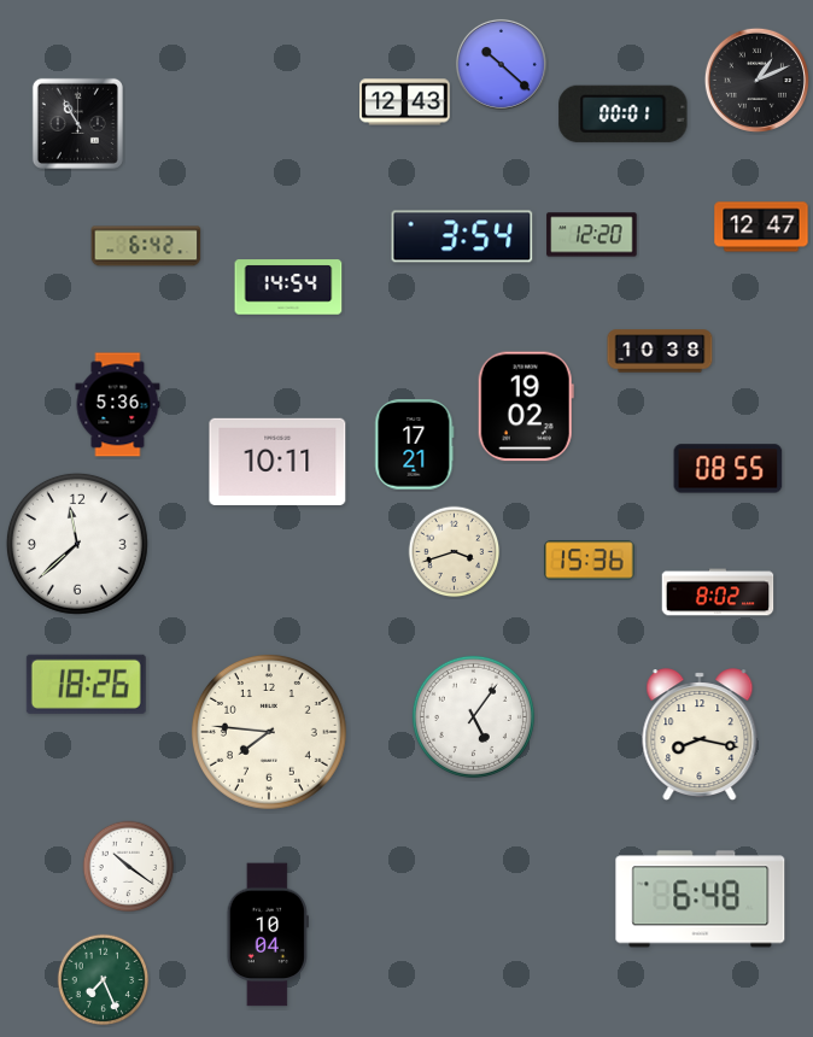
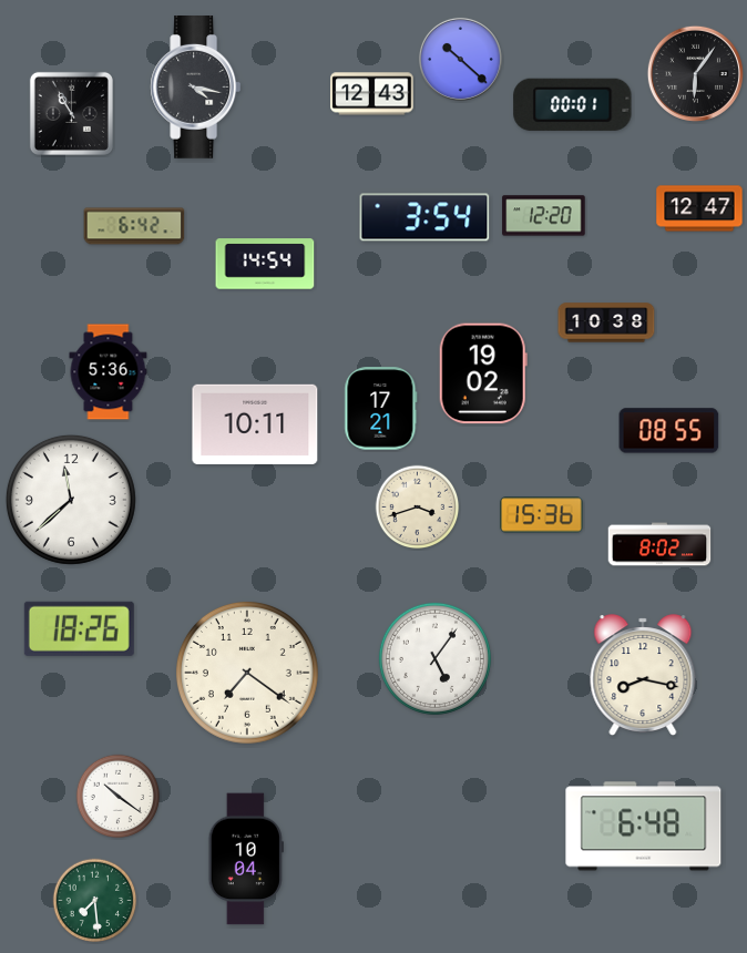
clock at (756, 80): 1:11 -> 6:06
clock at (196, 88): none -> 4:17
clock at (269, 732): 7:46 -> 7:21
clock at (104, 980): 7:26 -> 7:29
